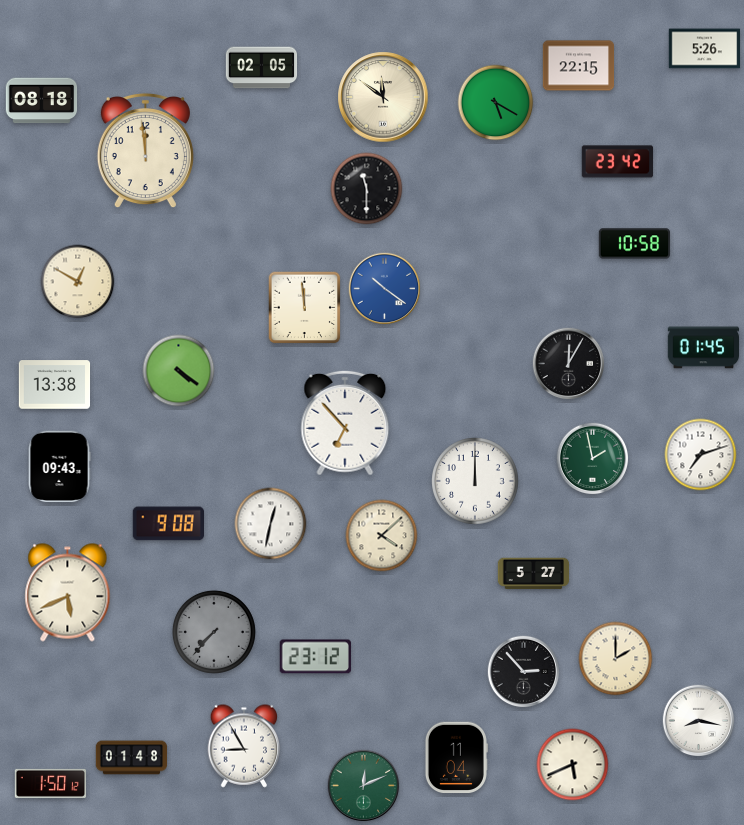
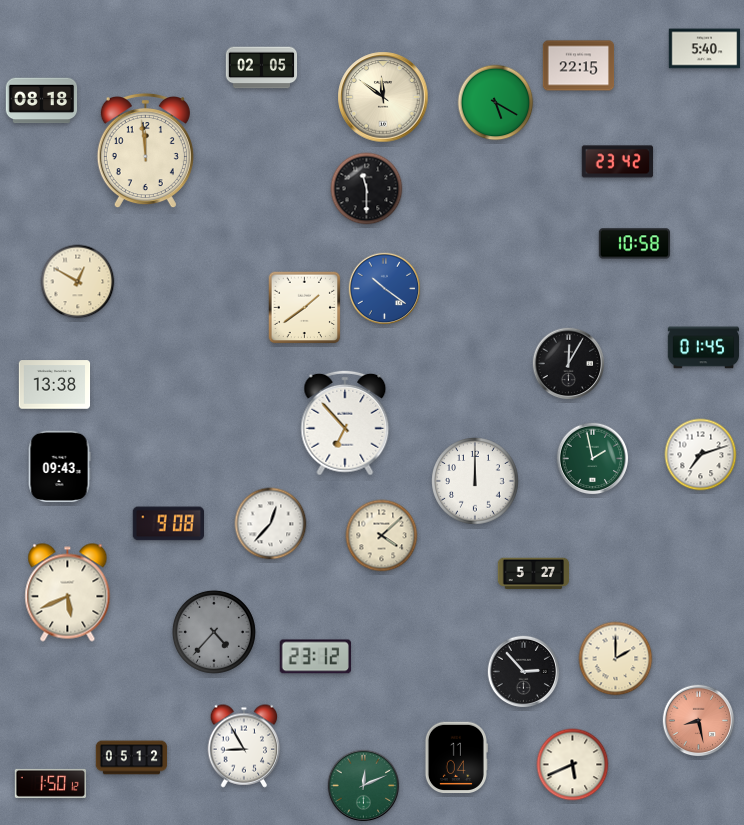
clock at (705, 49): 5:26 -> 5:40
clock at (305, 308): 11:59 -> 1:39
clock at (179, 371): 4:21 -> none
clock at (271, 524): 12:32 -> 12:37
clock at (214, 632): 7:37 -> 4:37
clock at (699, 721): 8:17 -> 8:28
clock at (699, 721) dial: white -> salmon
clock at (132, 758): 01:48 -> 05:12
